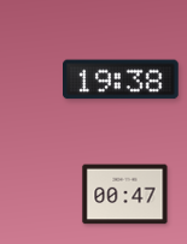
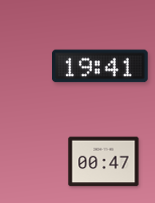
clock at (122, 79): 19:38 -> 19:41
